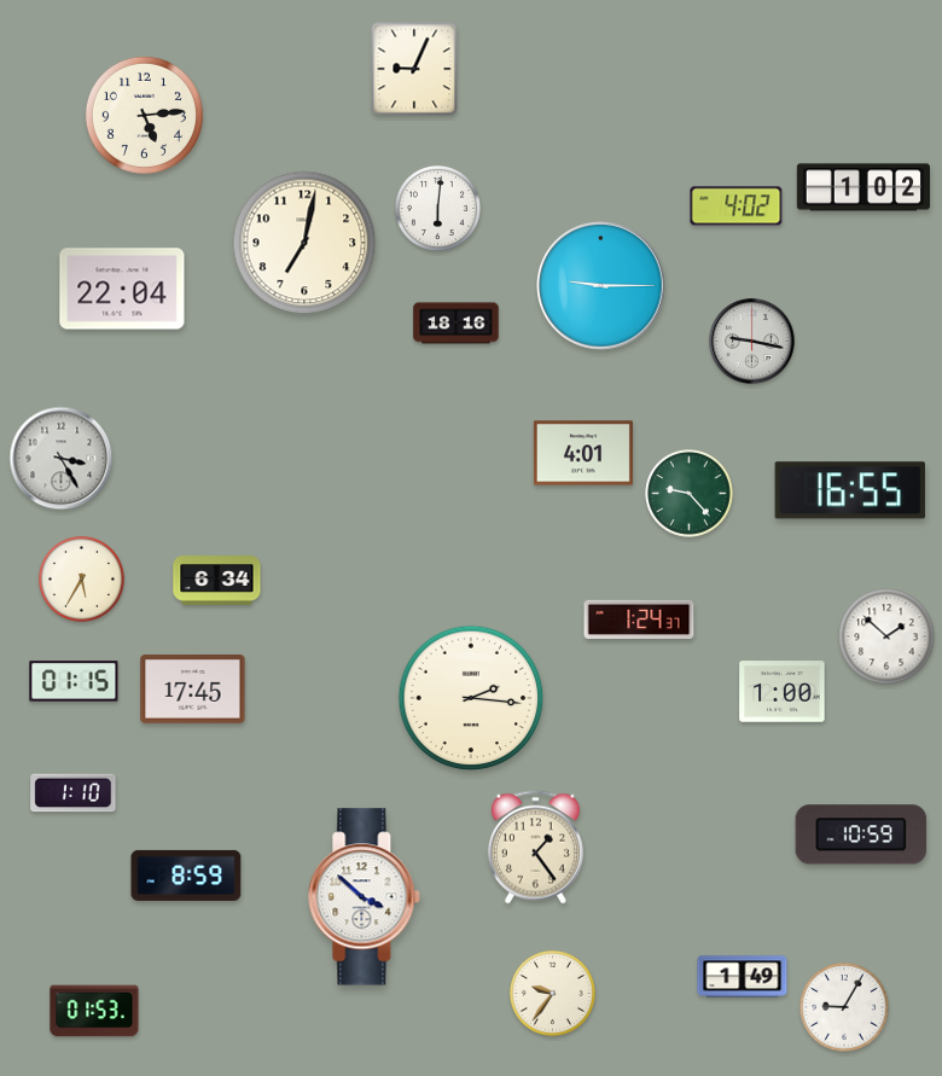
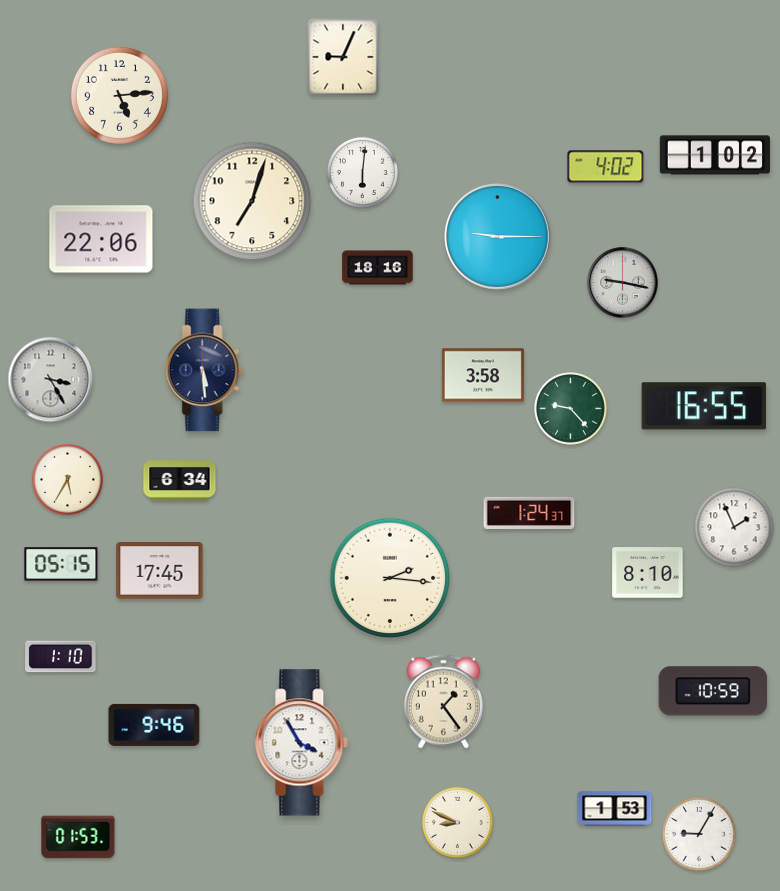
clock at (737, 207) position: (737, 207) -> (606, 167)
clock at (304, 243): 7:02 -> 7:03
clock at (122, 289): 22:04 -> 22:06
clock at (204, 370): none -> 5:29
clock at (583, 453): 4:01 -> 3:58
clock at (886, 636): 1:52 -> 1:56
clock at (74, 681): 01:15 -> 05:15
clock at (783, 692): 1:00 -> 8:10
clock at (186, 876): 8:59 -> 9:46
clock at (365, 897): 3:52 -> 3:55
clock at (743, 977): 1:49 -> 1:53
clock at (552, 993): 9:36 -> 8:49
